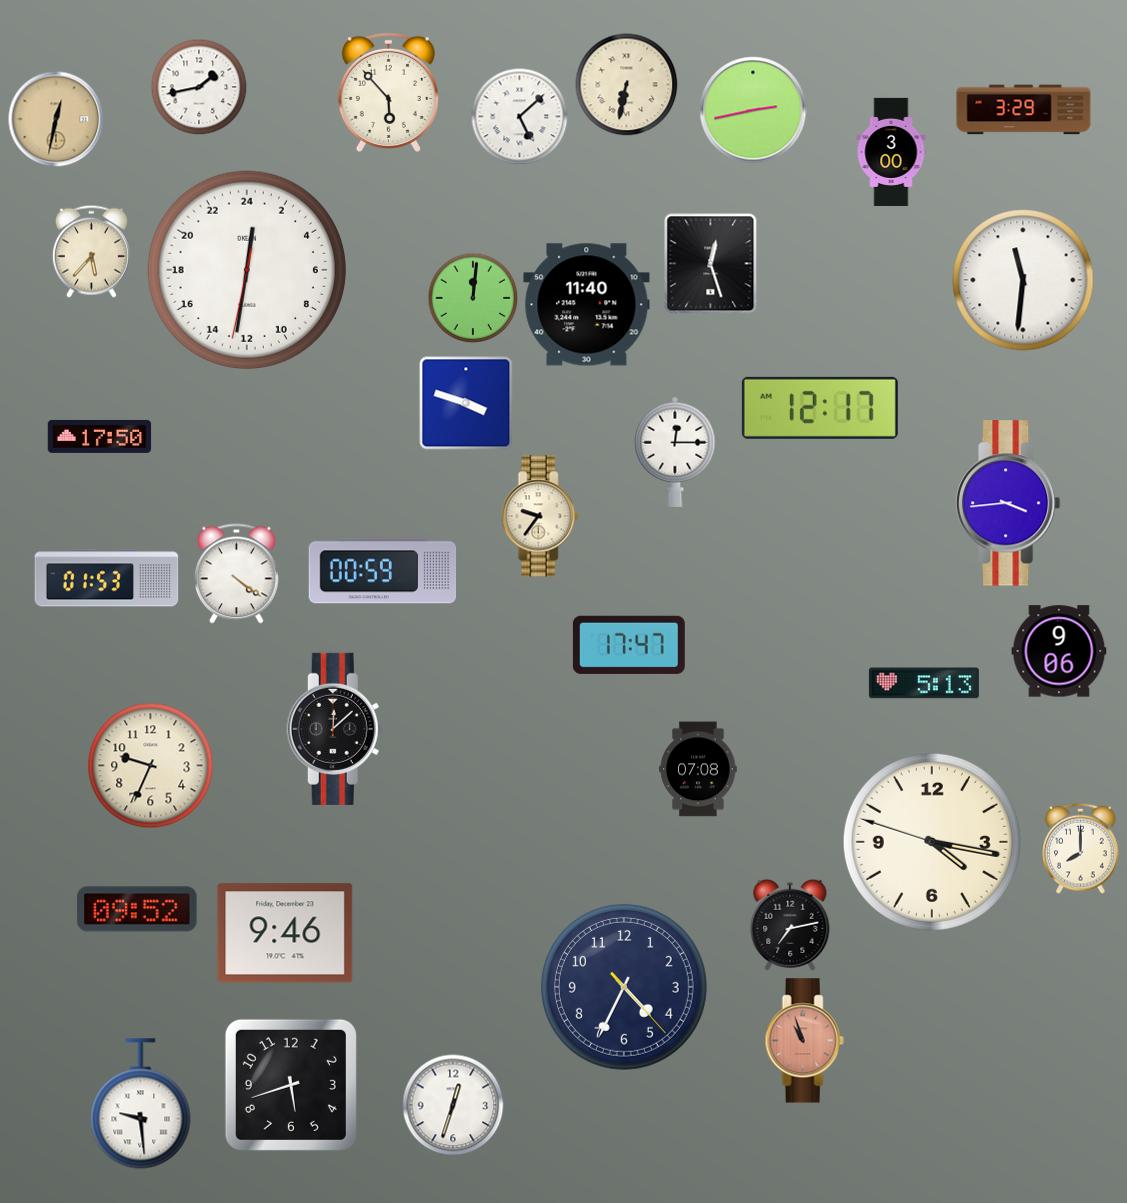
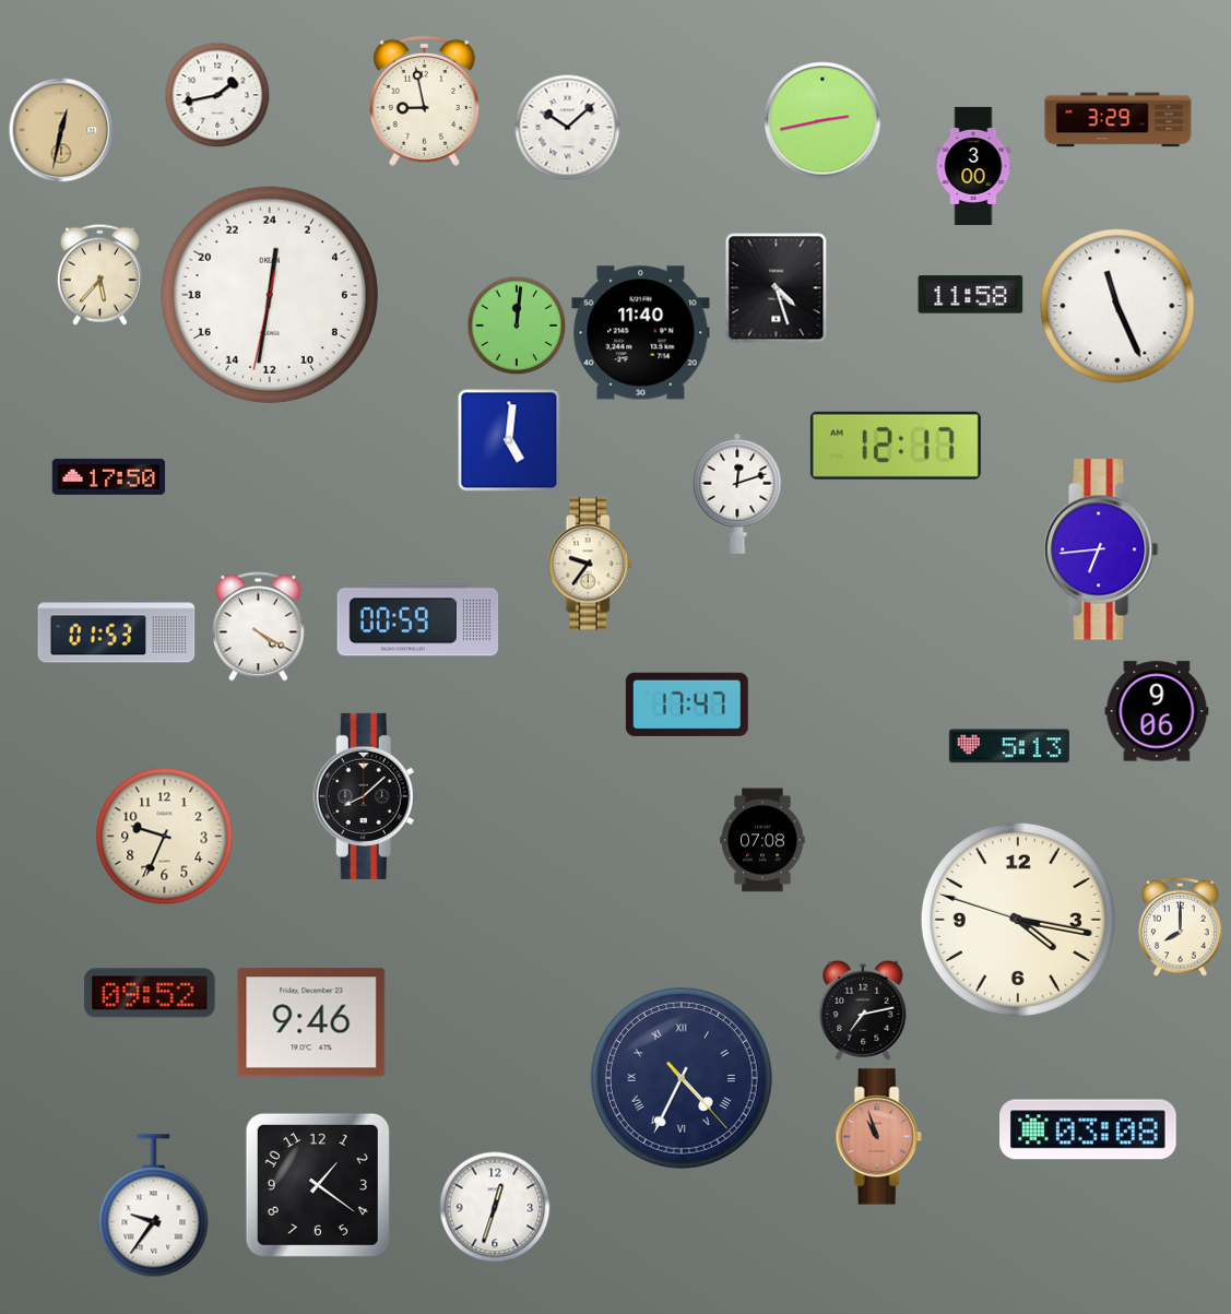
clock at (627, 85): 6:32 -> none
clock at (388, 92): 5:53 -> 8:58
clock at (519, 116): 5:08 -> 10:08
clock at (711, 264): 12:27 -> 4:27
clock at (971, 295): none -> 11:58
clock at (1023, 280): 11:31 -> 11:26
clock at (466, 403): 3:48 -> 5:01
clock at (675, 452): 12:15 -> 12:12
clock at (1008, 503): 3:44 -> 6:44
clock at (383, 571) position: (383, 571) -> (418, 620)
clock at (236, 574): 4:21 -> 4:20
clock at (335, 729): 12:08 -> 8:08
clock at (285, 933) position: (285, 933) -> (311, 1022)
clock at (624, 987) numerals: Arabic -> Roman
clock at (1089, 1129): none -> 03:08
clock at (291, 1085): 5:42 -> 1:21
clock at (141, 1104): 9:29 -> 9:36
